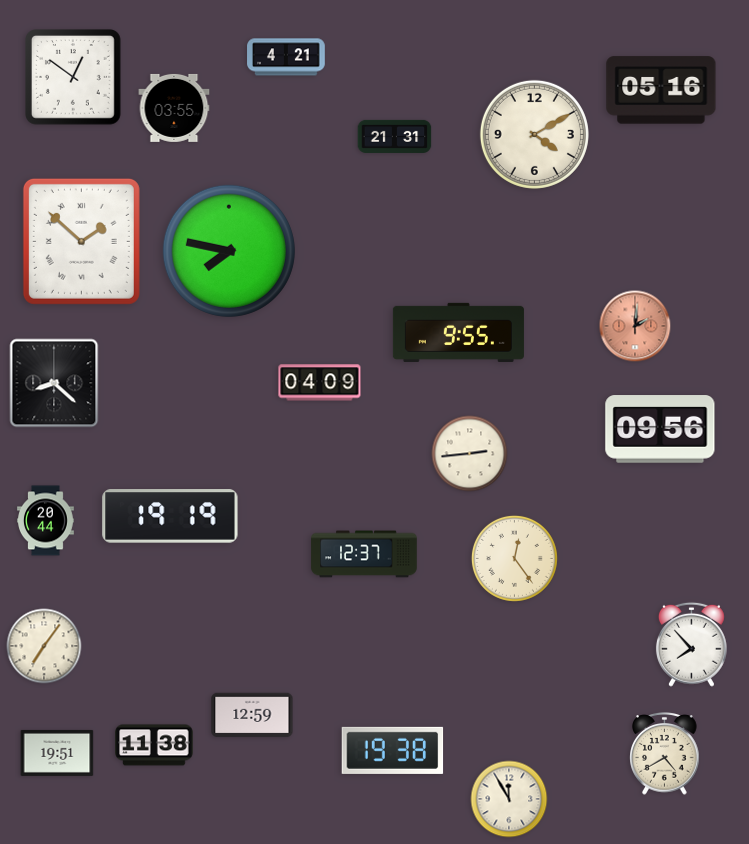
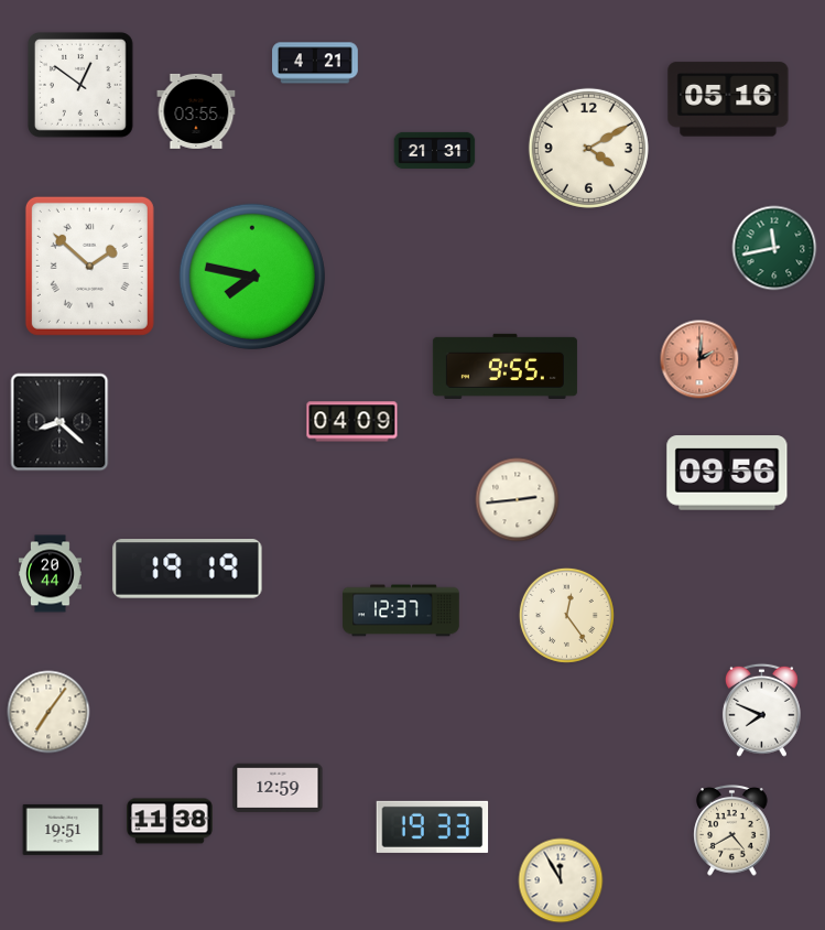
clock at (174, 108) position: (174, 108) -> (196, 111)
clock at (774, 248): none -> 11:43
clock at (691, 644): 7:53 -> 7:49
clock at (393, 750): 19:38 -> 19:33
